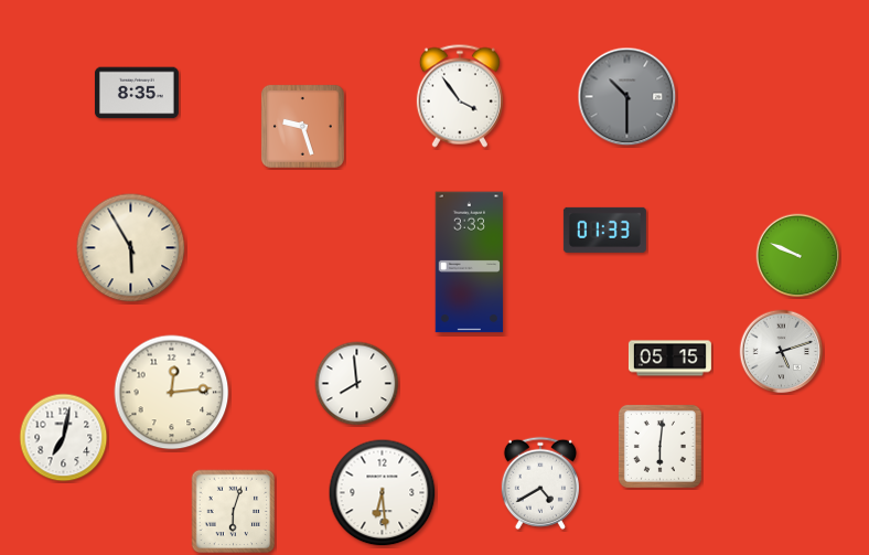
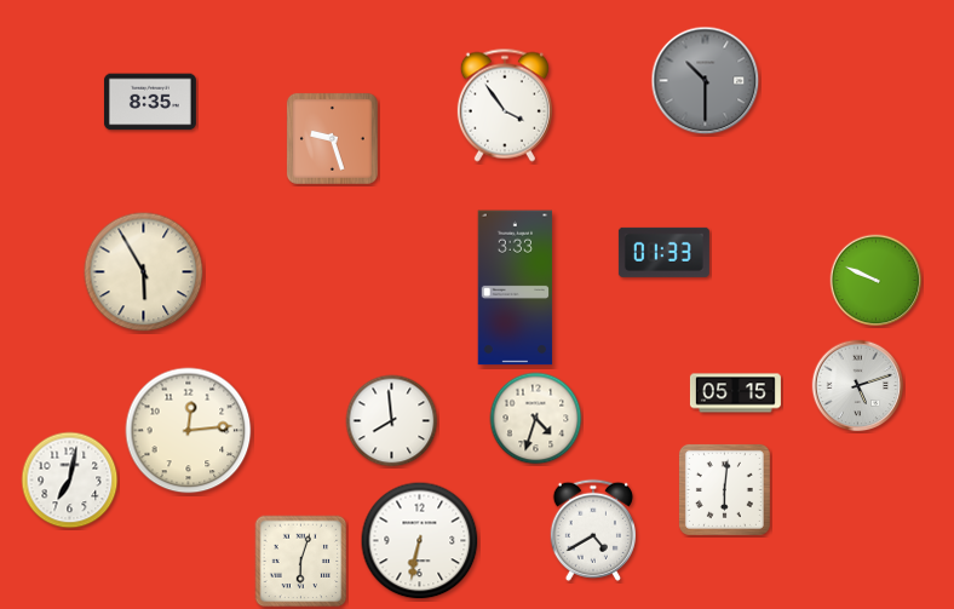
clock at (627, 97) position: (627, 97) -> (706, 81)
clock at (536, 419): none -> 4:33
clock at (383, 493): 6:29 -> 6:32
clock at (234, 512) position: (234, 512) -> (301, 562)
